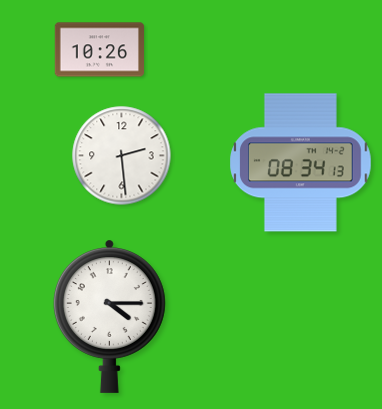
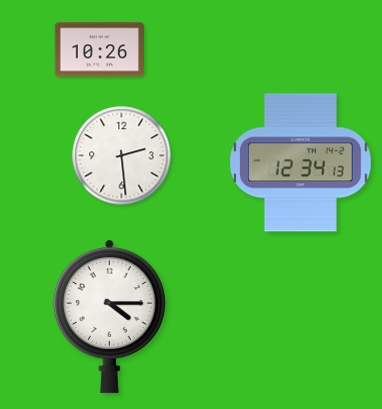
clock at (301, 163): 08:34 -> 12:34
